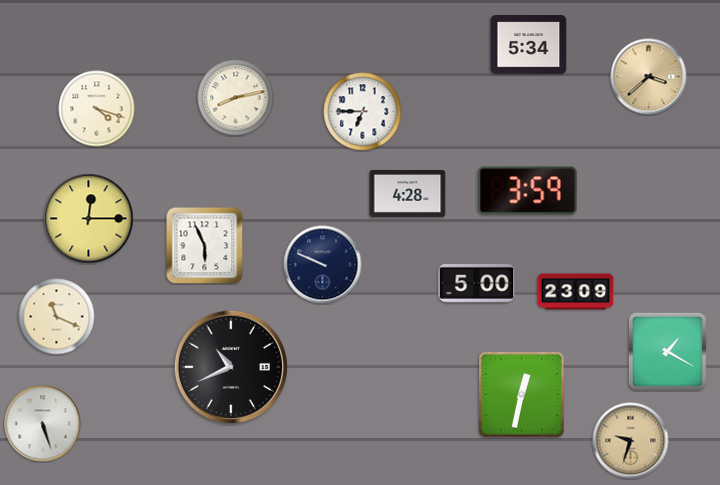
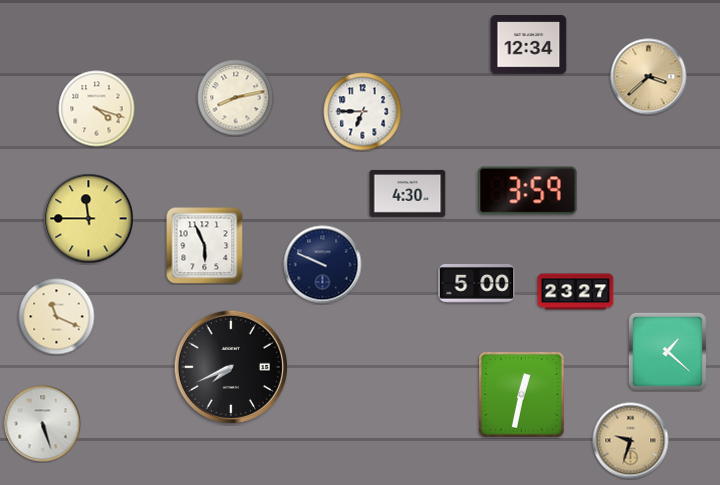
clock at (529, 45): 5:34 -> 12:34
clock at (408, 193): 4:28 -> 4:30
clock at (89, 219): 12:15 -> 11:45
clock at (576, 292): 23:09 -> 23:27
clock at (667, 351): 1:20 -> 1:22
clock at (231, 367): 10:41 -> 7:41
